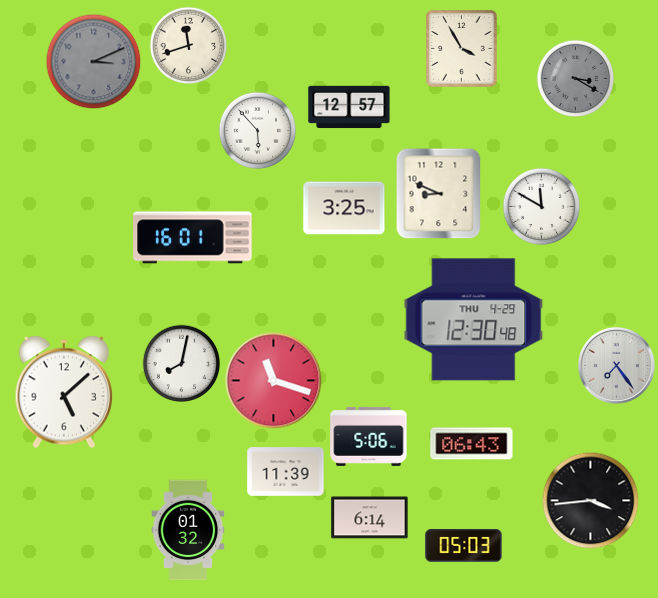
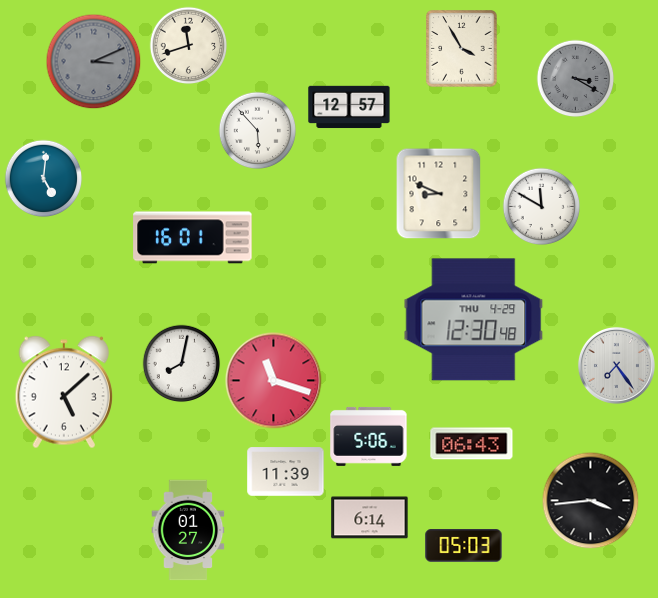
clock at (43, 178): none -> 5:01
clock at (344, 208): 3:25 -> none
clock at (188, 530): 01:32 -> 01:27
